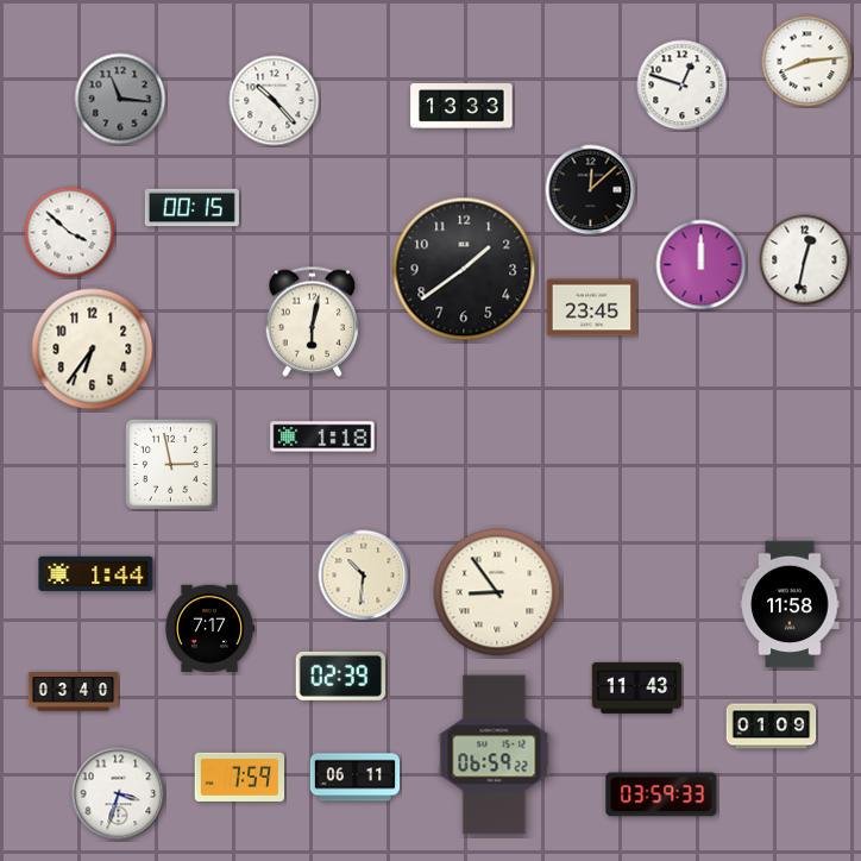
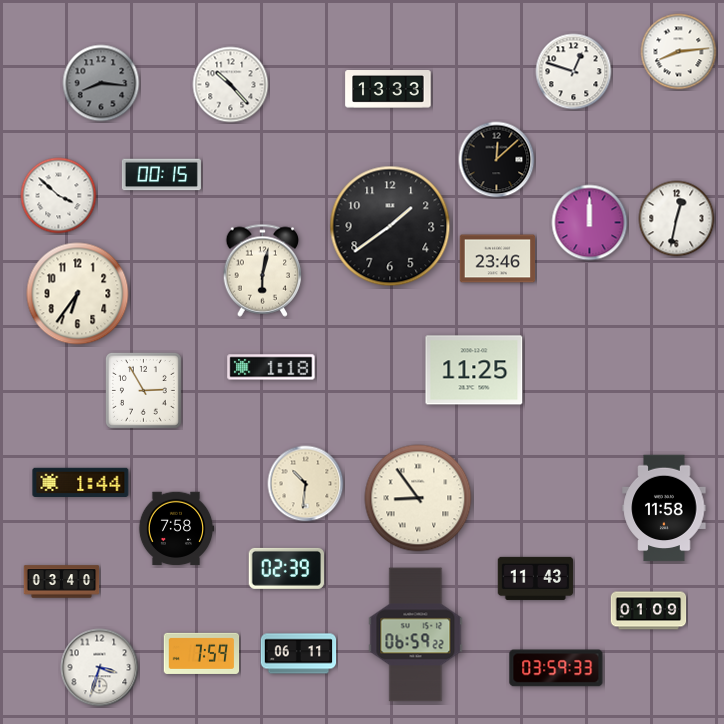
clock at (120, 99): 11:16 -> 8:16
clock at (592, 308): 23:45 -> 23:46
clock at (474, 370): none -> 11:25
clock at (170, 464): 2:58 -> 2:55
clock at (209, 629): 7:17 -> 7:58
